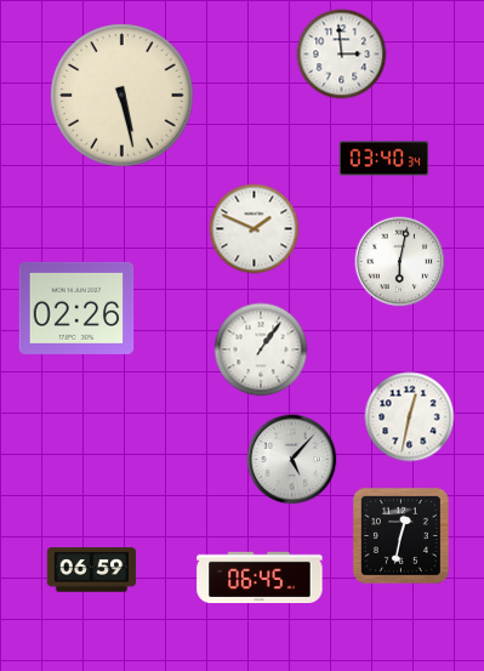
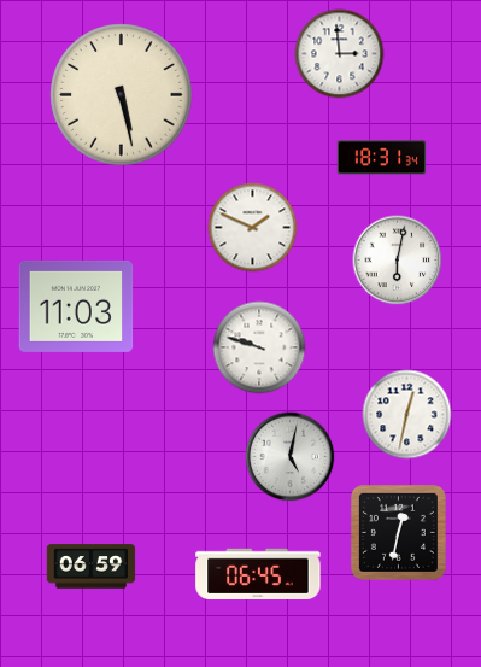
clock at (385, 159): 03:40 -> 18:31
clock at (76, 308): 02:26 -> 11:03
clock at (261, 349): 1:06 -> 9:48
clock at (292, 460): 5:07 -> 5:02
